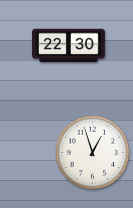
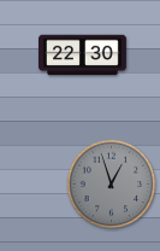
clock at (93, 153) dial: white -> grey
